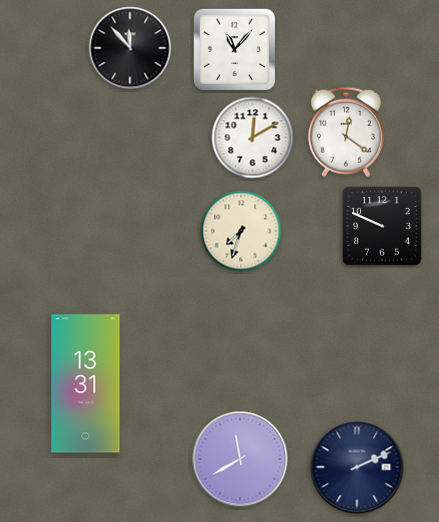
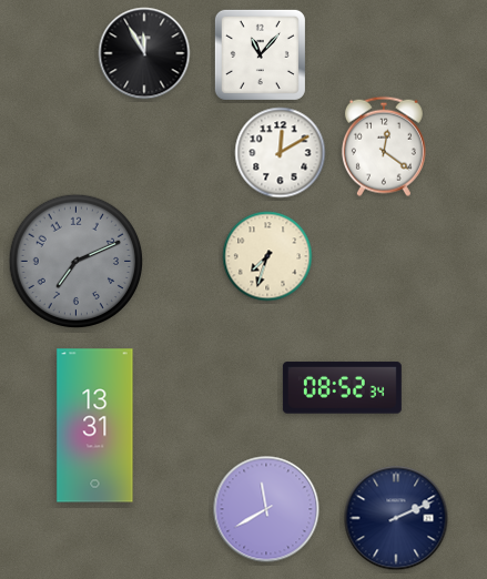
clock at (130, 48): 11:53 -> 11:55
clock at (382, 226): 9:49 -> none
clock at (77, 262): none -> 7:11
clock at (342, 388): none -> 08:52
